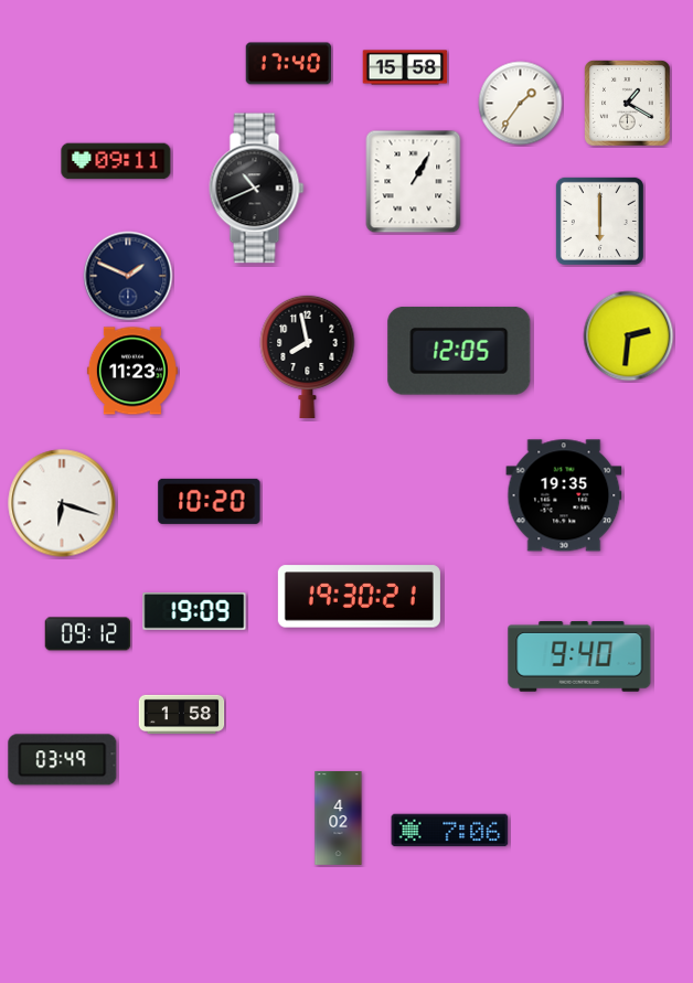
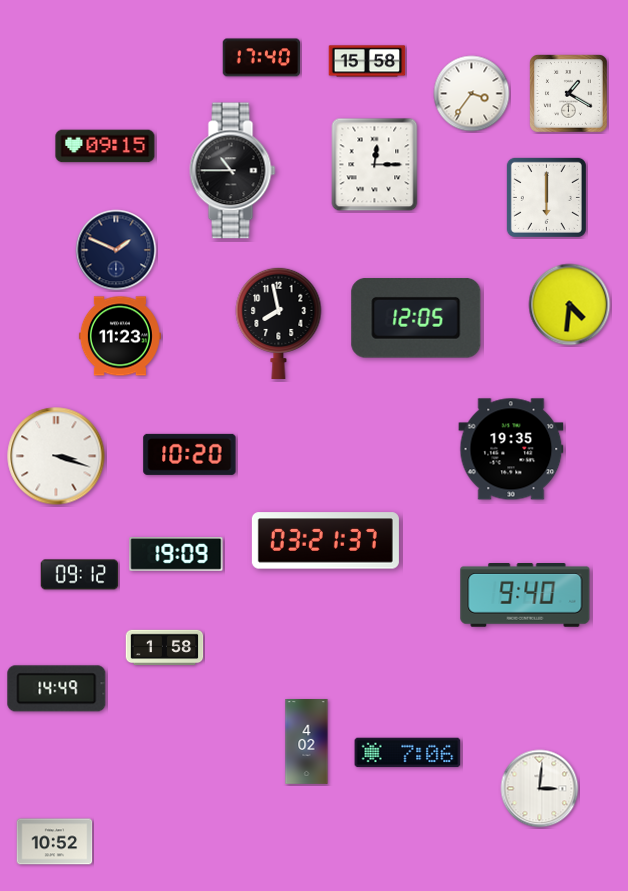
clock at (521, 104): 1:36 -> 3:36
clock at (116, 161): 09:11 -> 09:15
clock at (414, 182): 1:05 -> 12:15
clock at (257, 189): 10:41 -> 10:45
clock at (599, 221) position: (599, 221) -> (546, 197)
clock at (629, 336): 2:31 -> 4:31
clock at (62, 503): 6:18 -> 3:18
clock at (359, 597): 19:30 -> 03:21
clock at (63, 760): 03:49 -> 14:49
clock at (540, 789): none -> 3:01
clock at (55, 842): none -> 10:52
